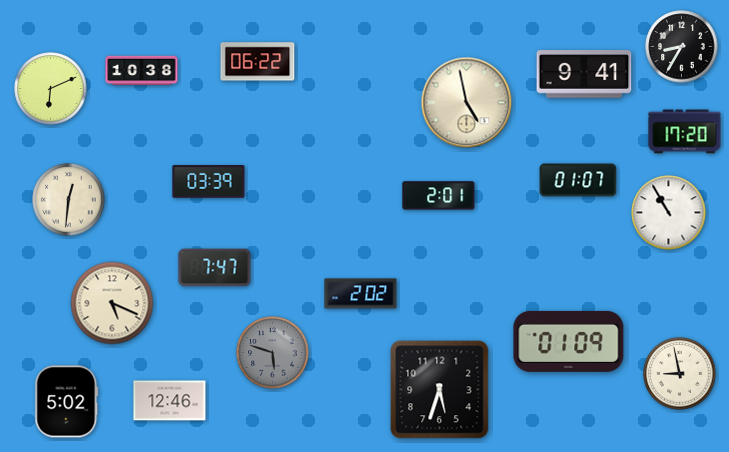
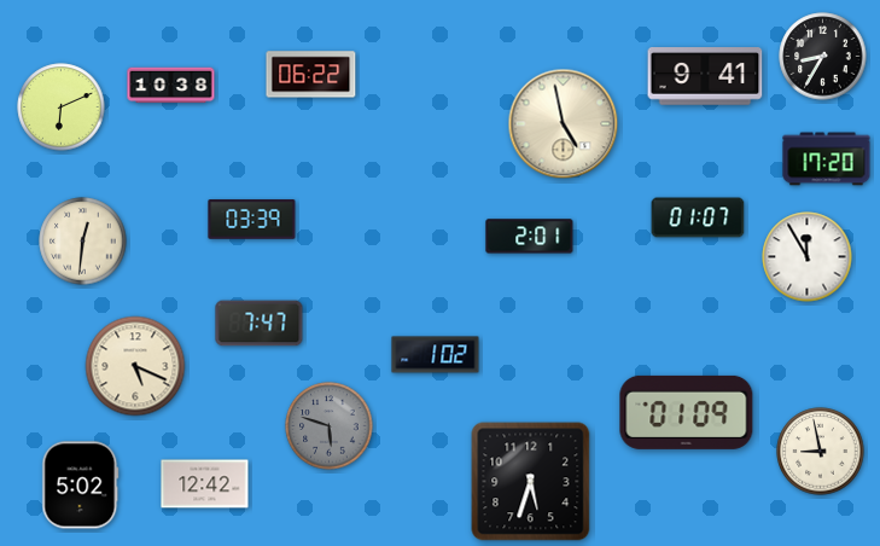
clock at (584, 74) position: (584, 74) -> (705, 76)
clock at (669, 213): 10:55 -> 11:55
clock at (361, 294): 2:02 -> 1:02
clock at (440, 390) position: (440, 390) -> (531, 482)
clock at (170, 401): 12:46 -> 12:42
